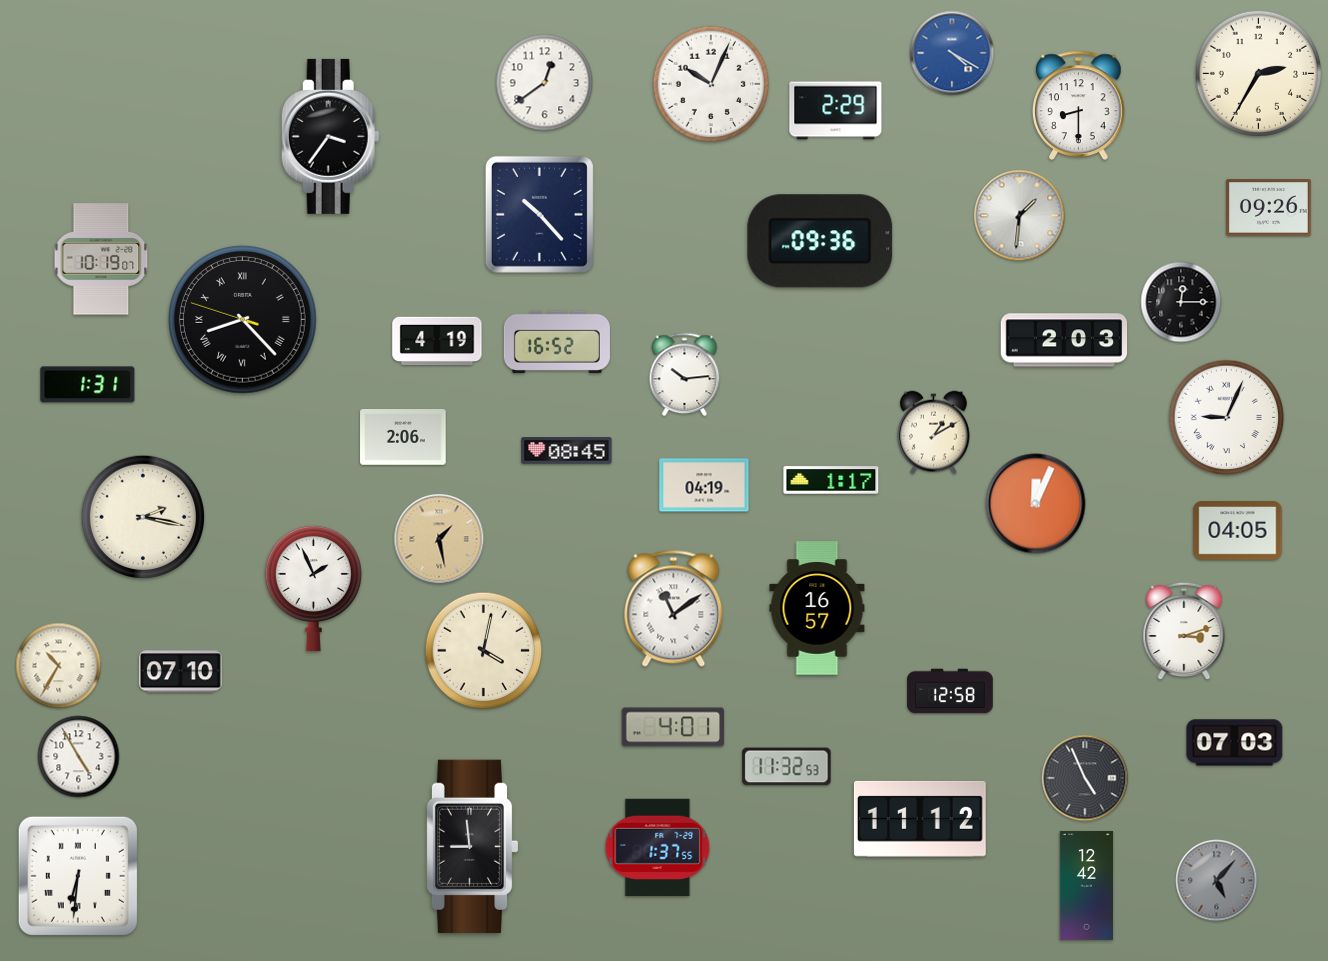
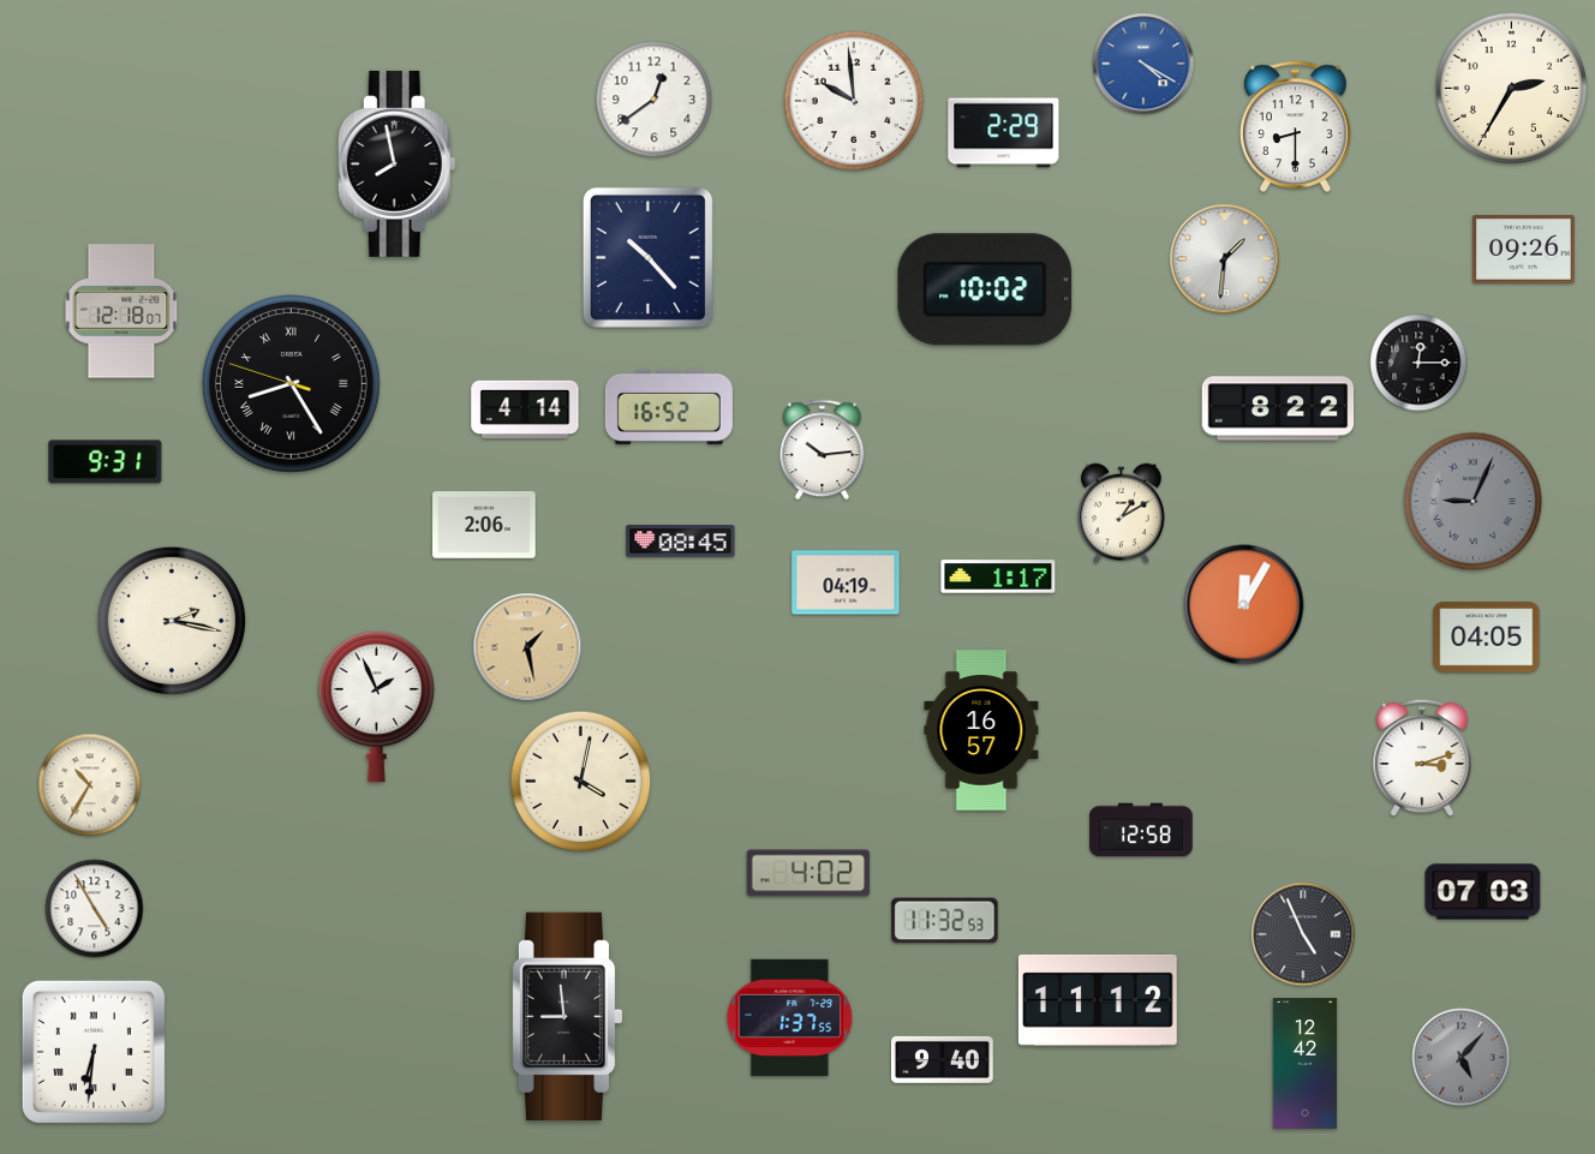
clock at (711, 84): 10:04 -> 9:59
clock at (330, 136): 3:36 -> 7:58
clock at (820, 241): 09:36 -> 10:02
clock at (101, 259): 10:19 -> 12:18
clock at (243, 320): 8:22 -> 8:24
clock at (1064, 340): 2:03 -> 8:22
clock at (437, 341): 4:19 -> 4:14
clock at (557, 342) position: (557, 342) -> (669, 407)
clock at (88, 385): 1:31 -> 9:31
clock at (1227, 418) dial: white -> grey
clock at (934, 433) position: (934, 433) -> (1122, 514)
clock at (1036, 504): 12:04 -> 12:05
clock at (674, 608): 11:09 -> none
clock at (59, 666) position: (59, 666) -> (90, 785)
clock at (180, 672): 07:10 -> none
clock at (673, 727): 4:01 -> 4:02
clock at (920, 819) position: (920, 819) -> (1098, 1000)
clock at (943, 1059): none -> 9:40
